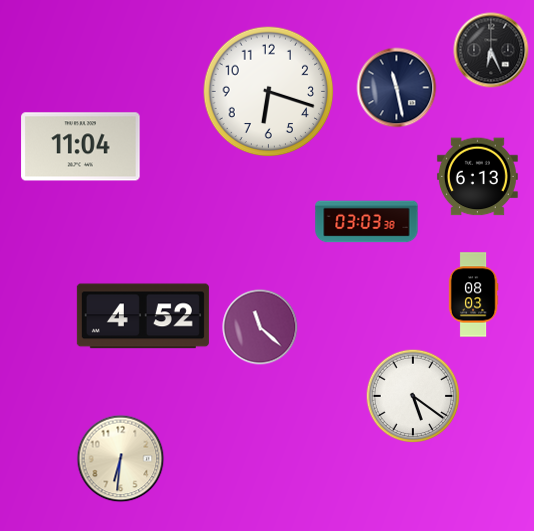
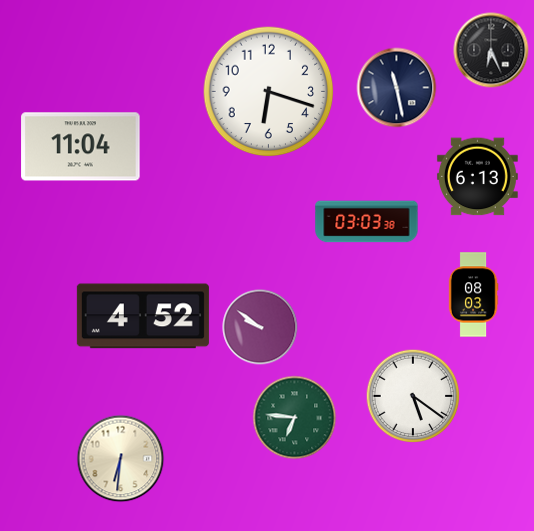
clock at (260, 327): 11:22 -> 9:51
clock at (295, 418): none -> 6:46
